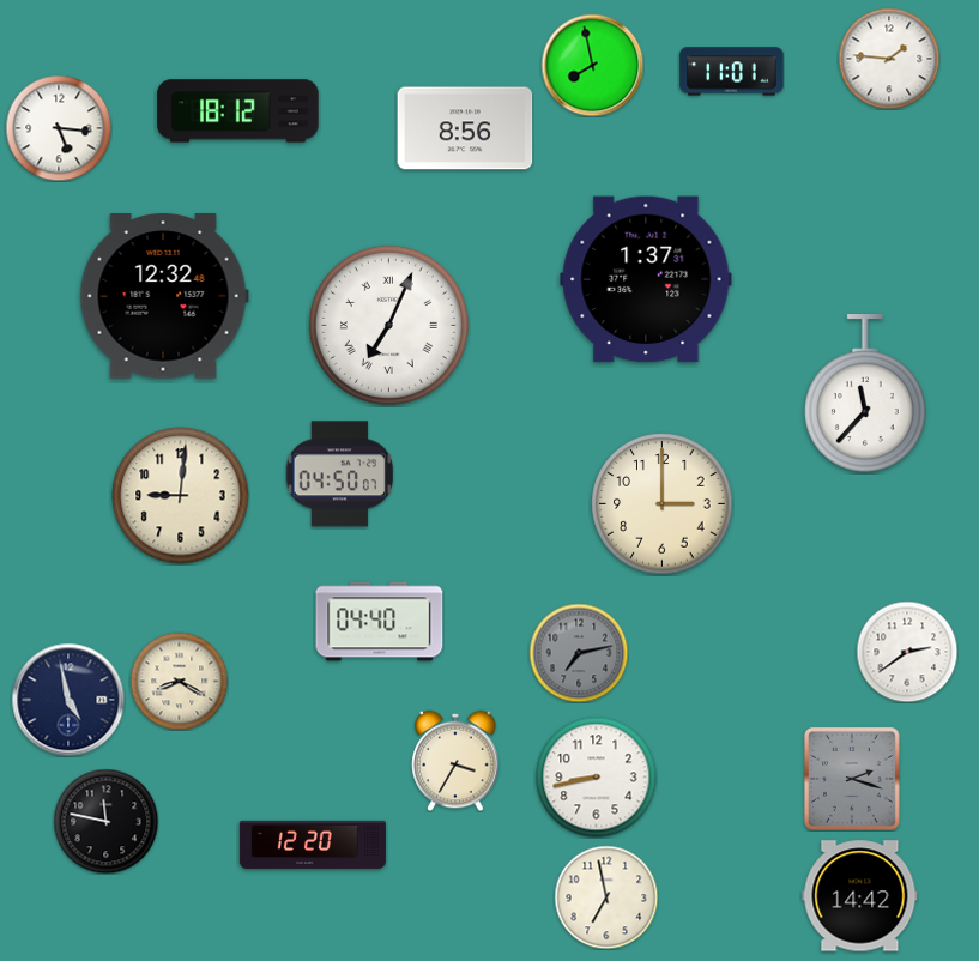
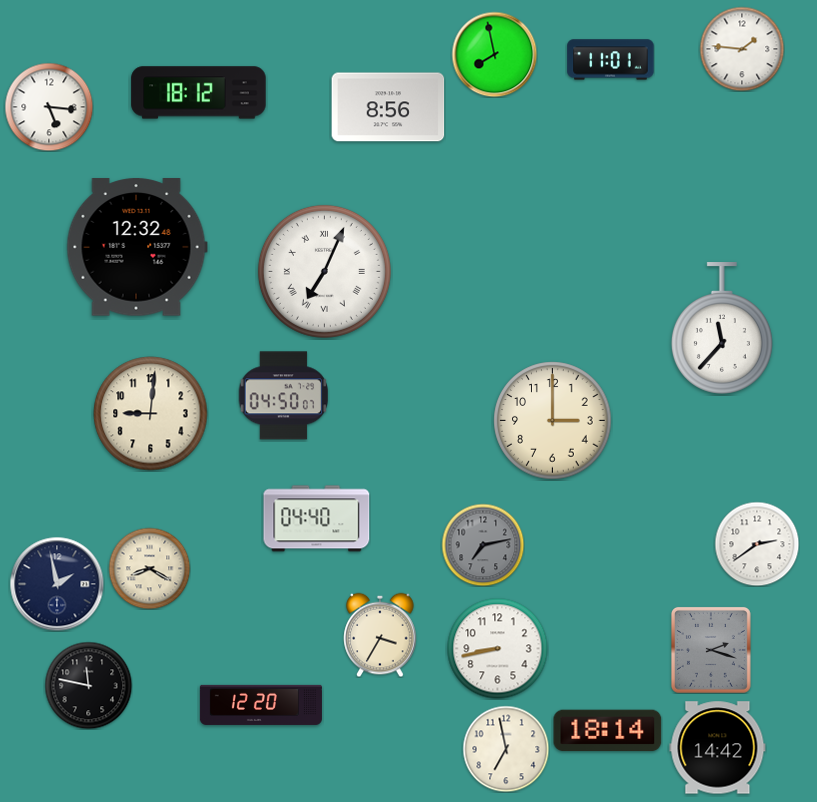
clock at (646, 279): 1:37 -> none
clock at (68, 700): 4:58 -> 1:58
clock at (608, 731): none -> 18:14
